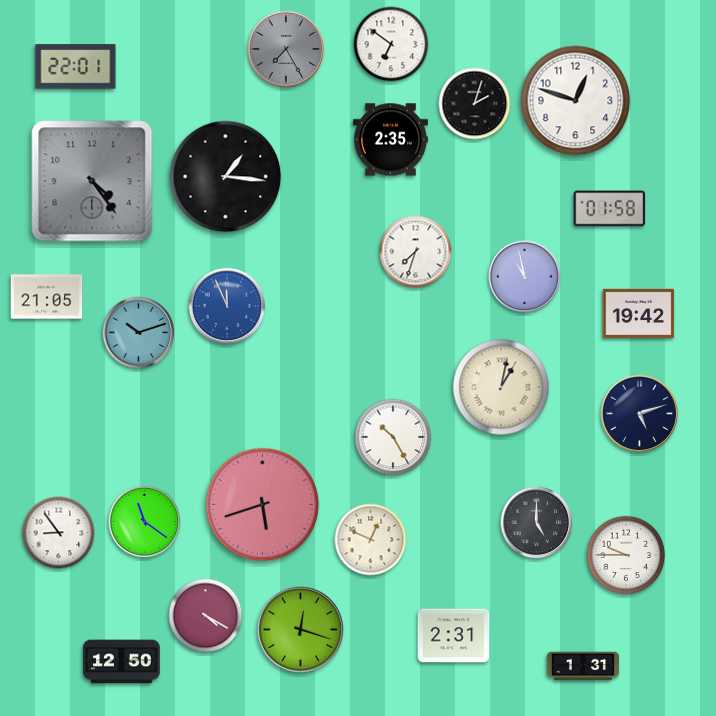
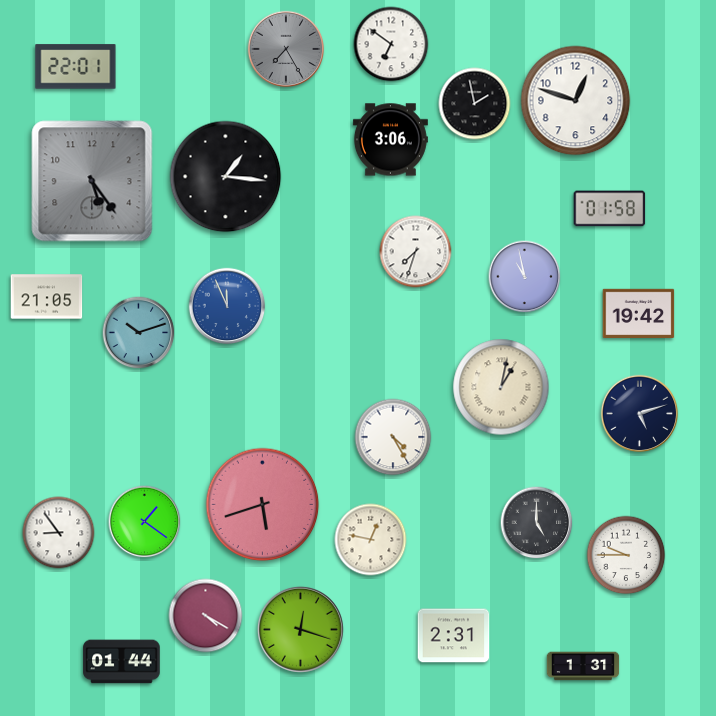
clock at (475, 104): 2:03 -> 1:58
clock at (390, 140): 2:35 -> 3:06
clock at (92, 181): 4:24 -> 5:24
clock at (393, 437): 10:25 -> 4:25
clock at (145, 522): 11:21 -> 1:21
clock at (371, 540): 12:49 -> 12:47
clock at (122, 662): 12:50 -> 01:44
